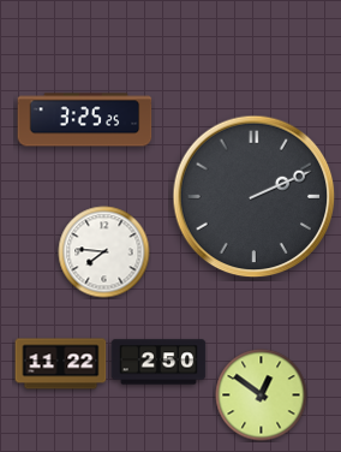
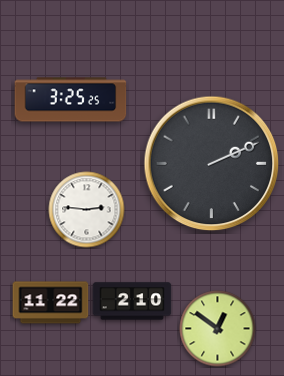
clock at (104, 252): 7:46 -> 2:46
clock at (158, 362): 2:50 -> 2:10
